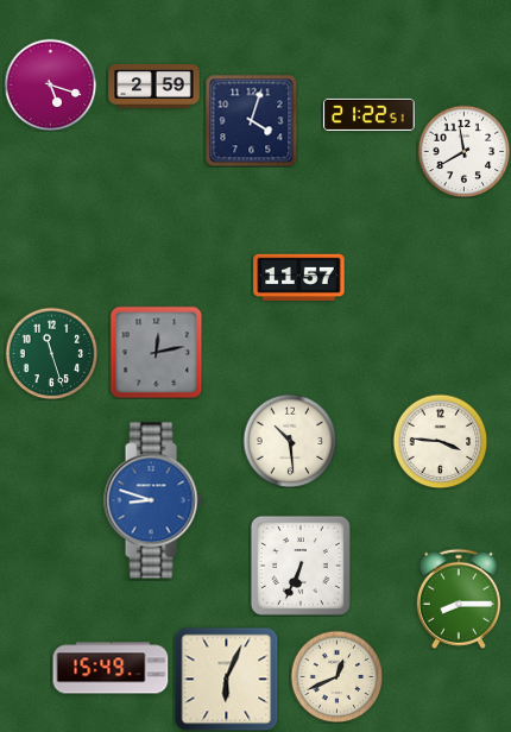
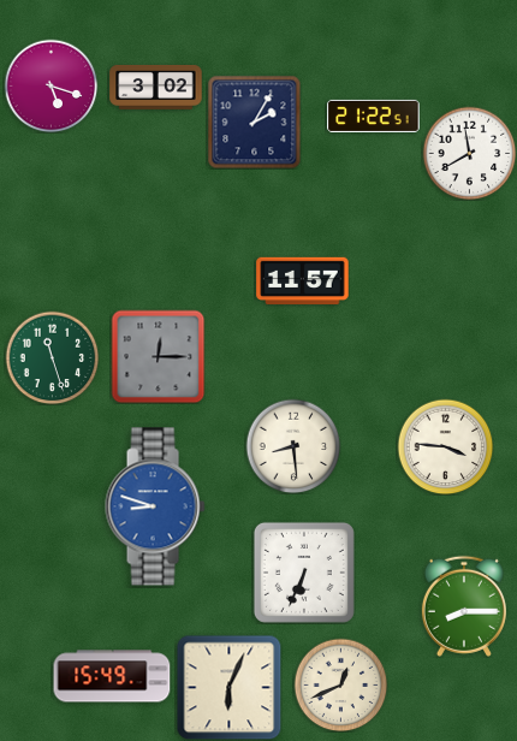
clock at (154, 87): 2:59 -> 3:02
clock at (251, 120): 4:03 -> 2:05
clock at (156, 352): 12:13 -> 12:15
clock at (290, 441): 10:29 -> 8:29
